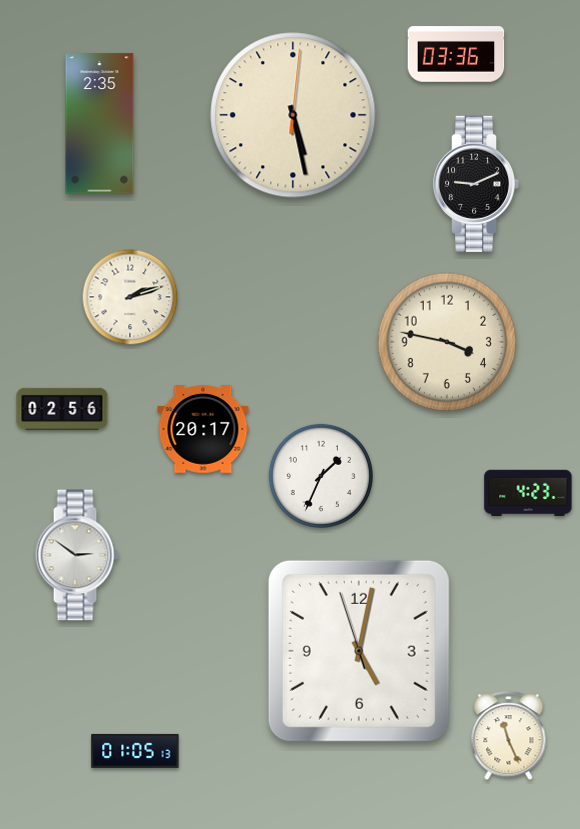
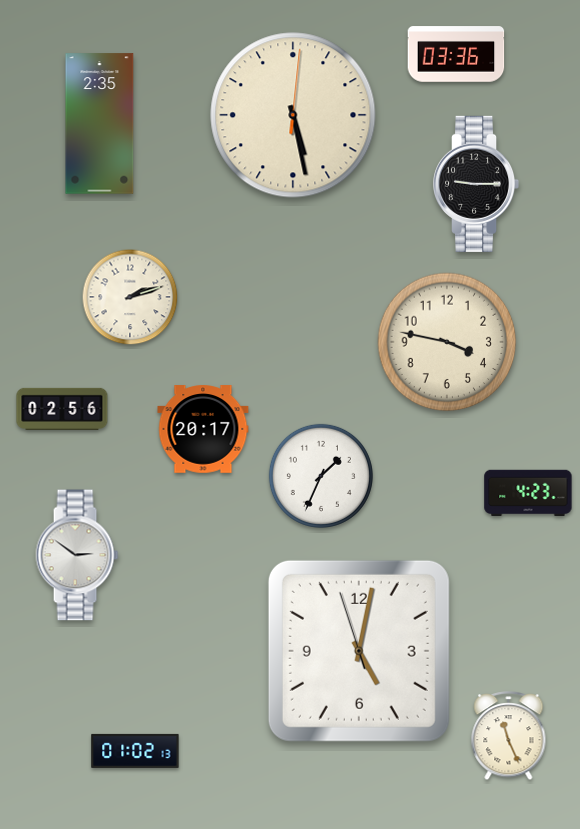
clock at (476, 184): 9:11 -> 9:15
clock at (135, 751): 01:05 -> 01:02
